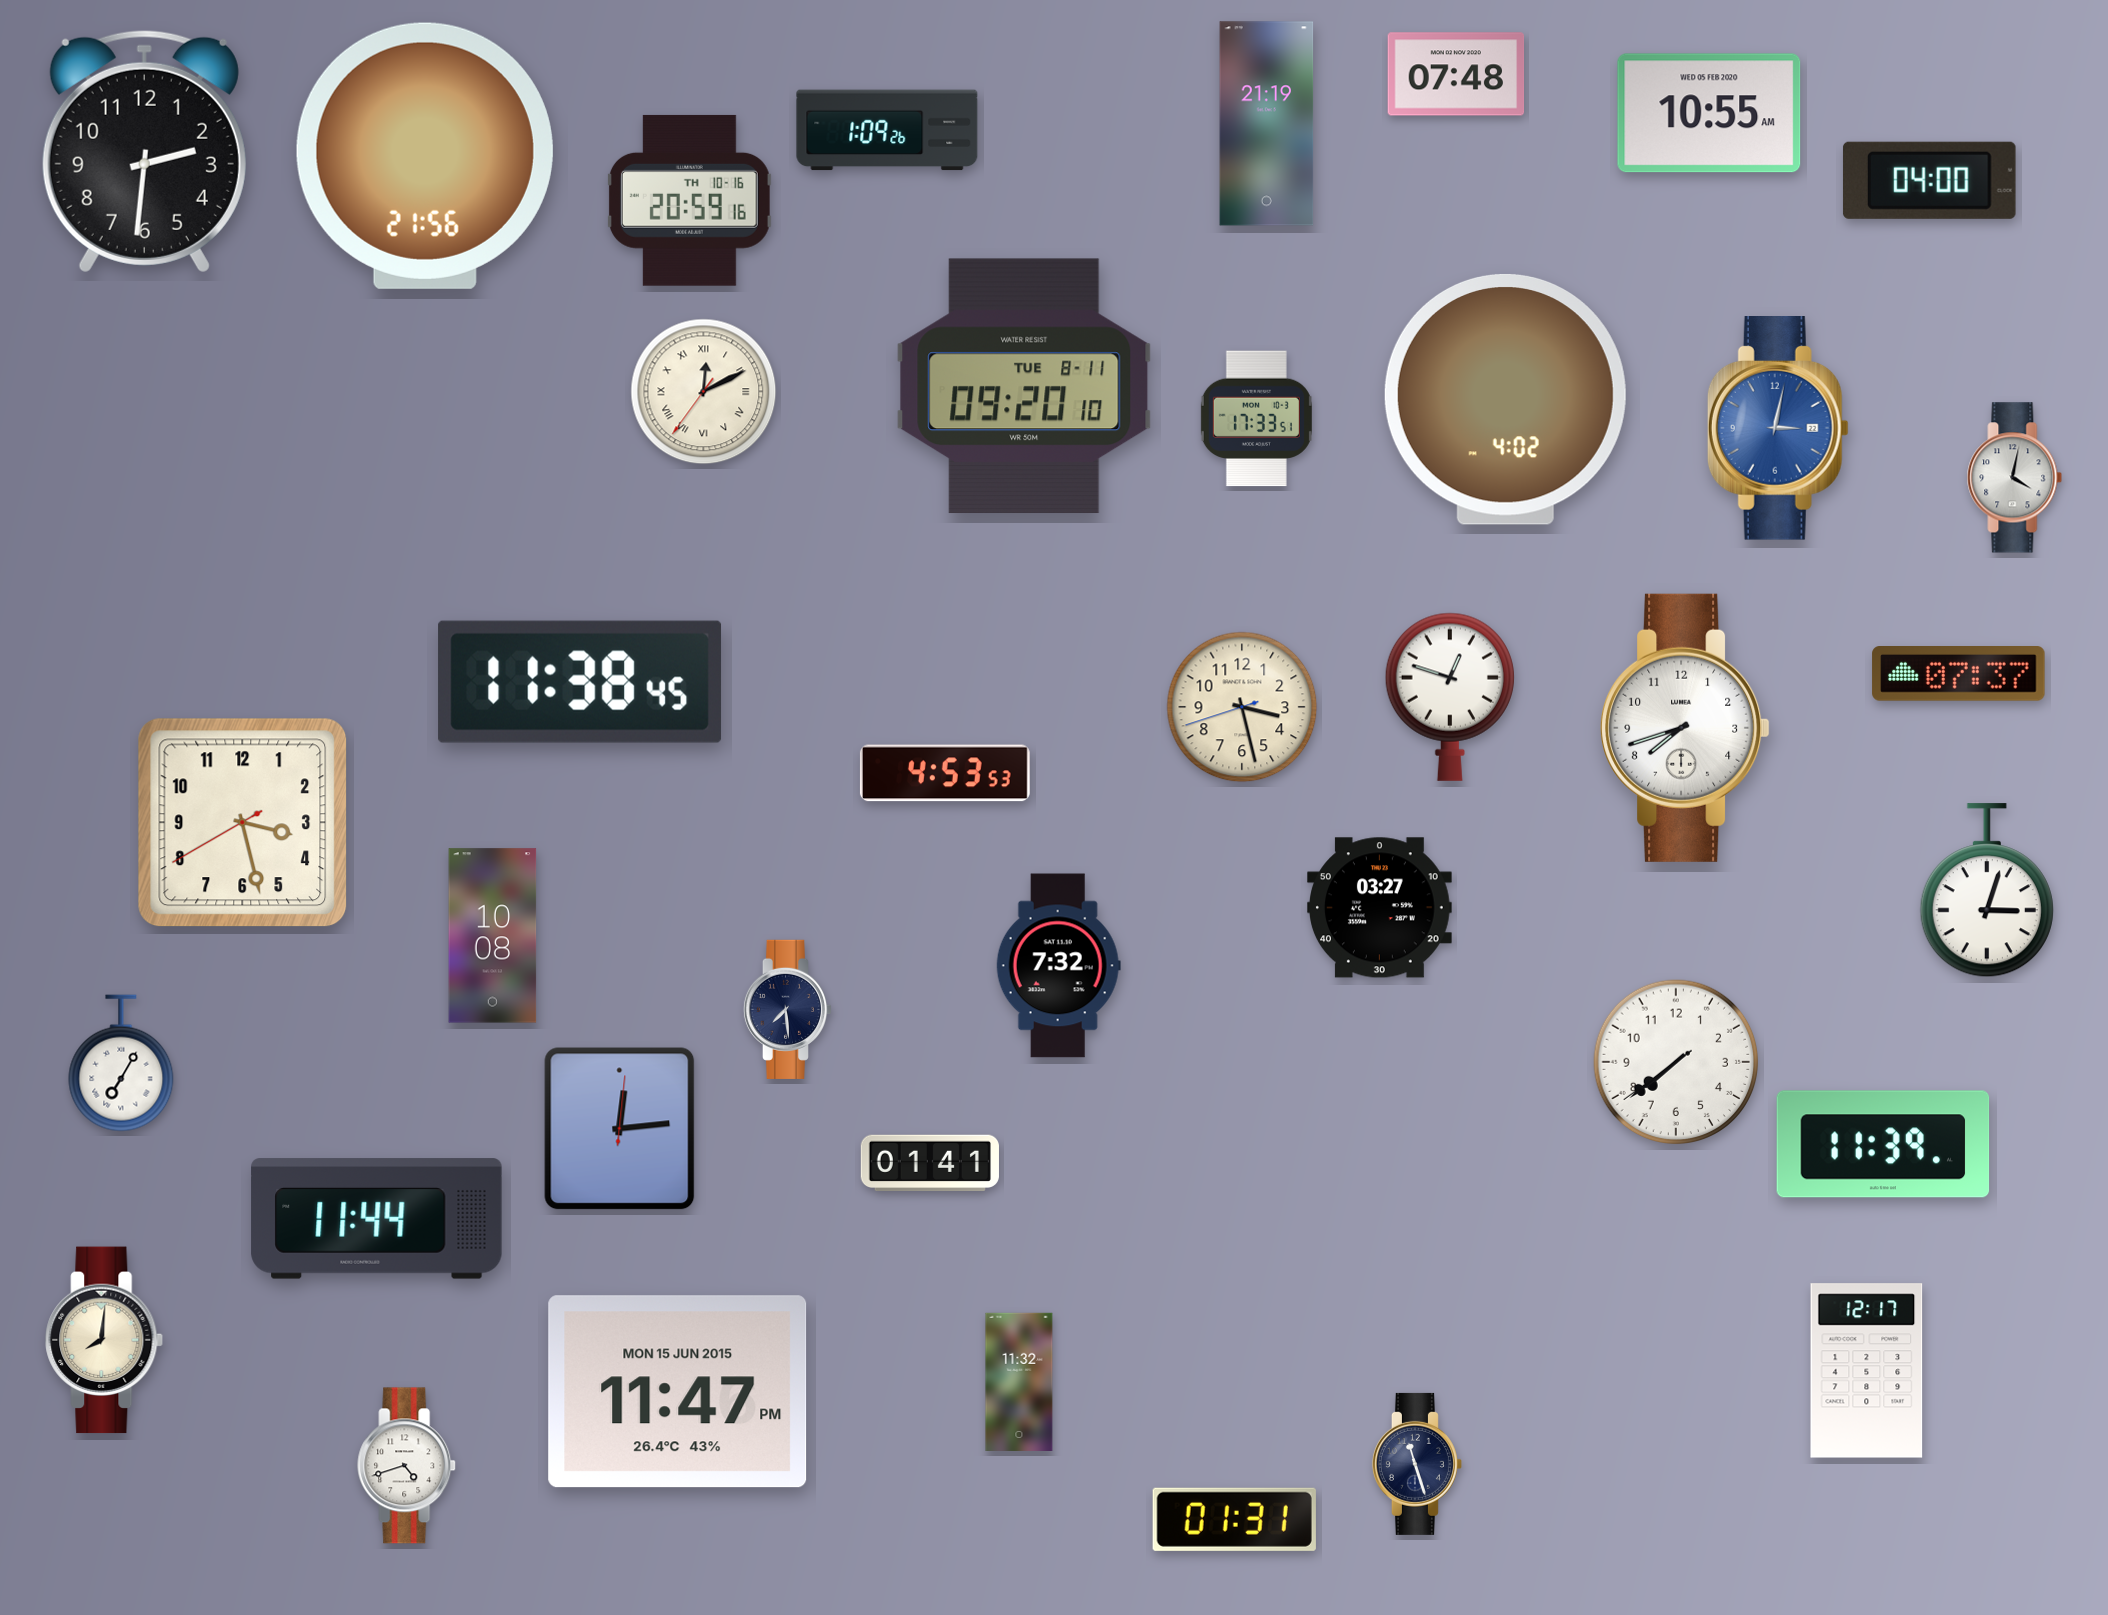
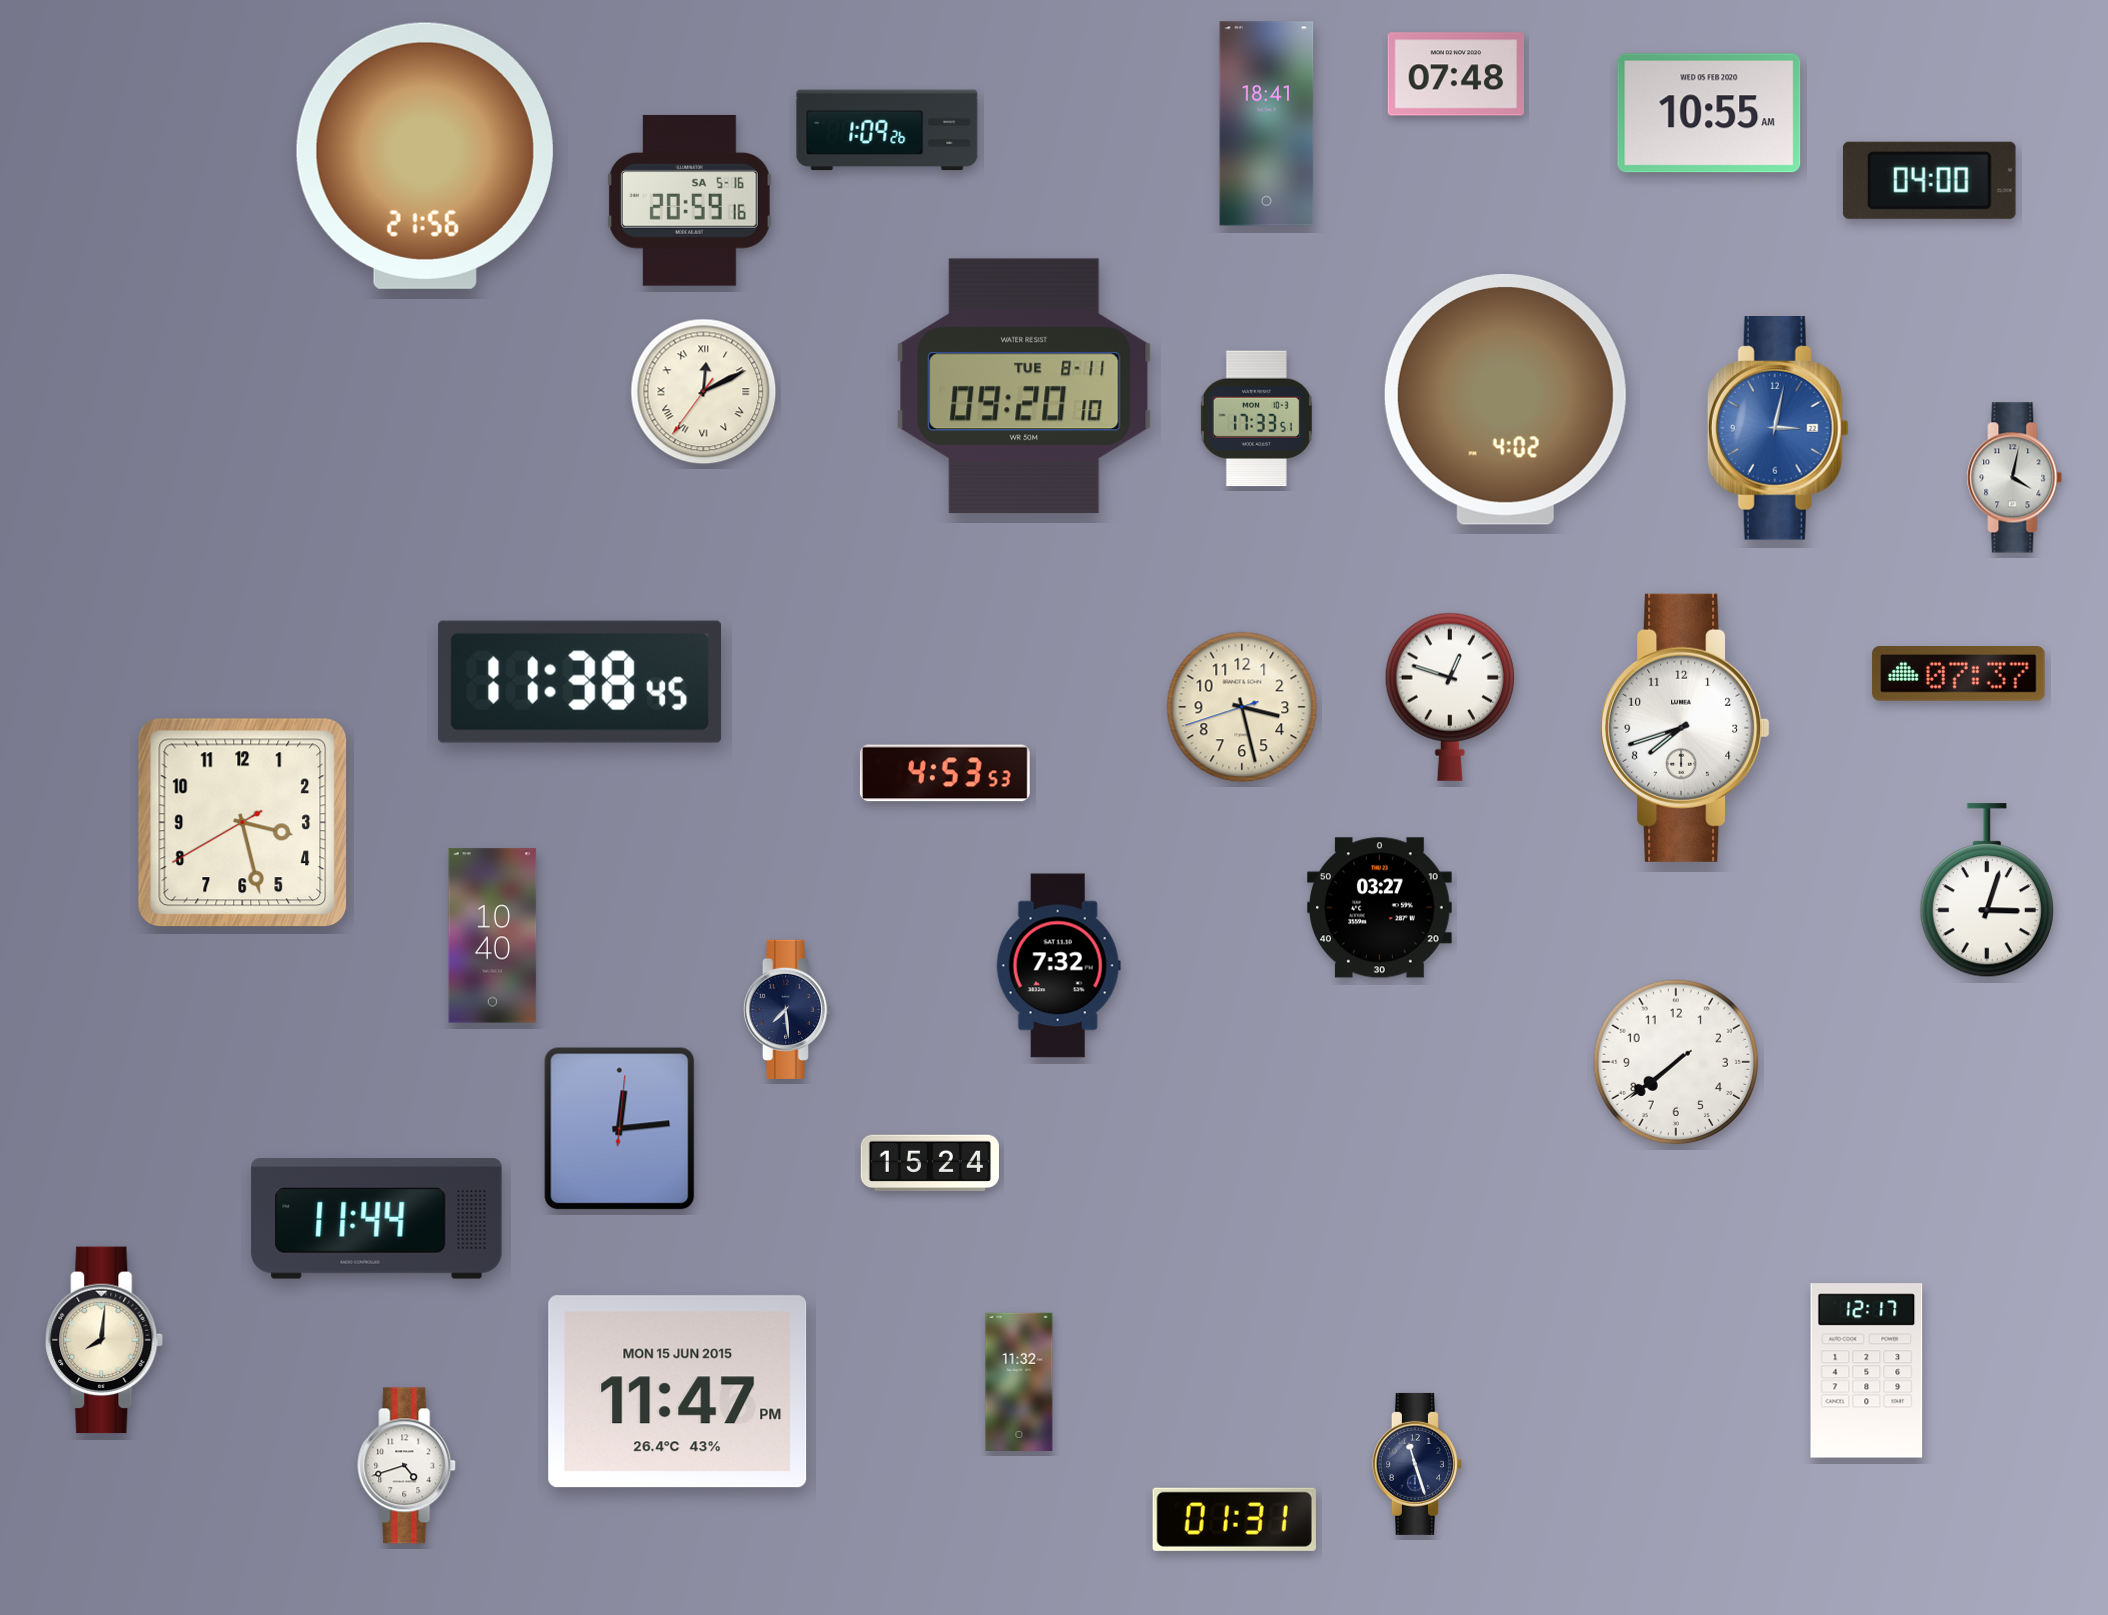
clock at (1267, 124): 21:19 -> 18:41
clock at (144, 151): 2:31 -> none
clock at (689, 200) date: TH 10-16 -> SA 5-16
clock at (493, 936): 10:08 -> 10:40
clock at (121, 1063): 7:05 -> none
clock at (1883, 1144): 11:39 -> none
clock at (930, 1163): 01:41 -> 15:24
